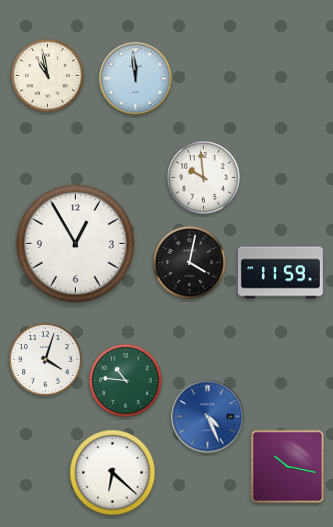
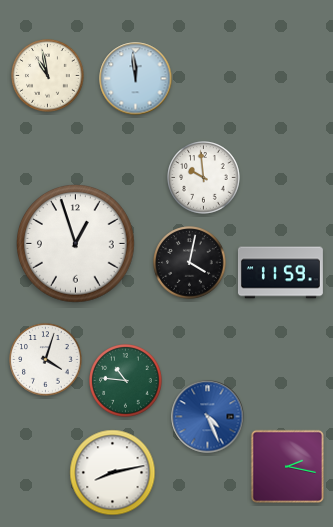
clock at (76, 244): 12:55 -> 12:57
clock at (288, 467): 10:17 -> 2:17
clock at (113, 473): 6:22 -> 8:13
